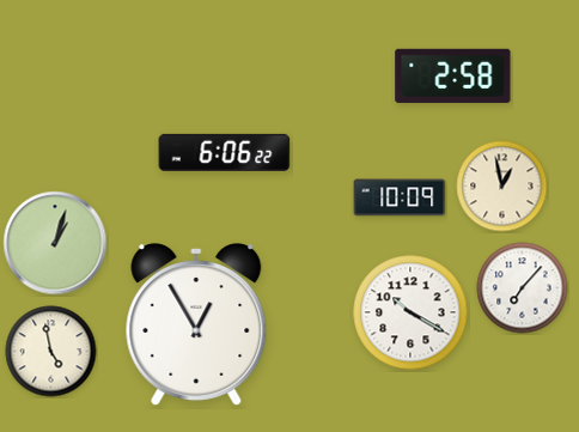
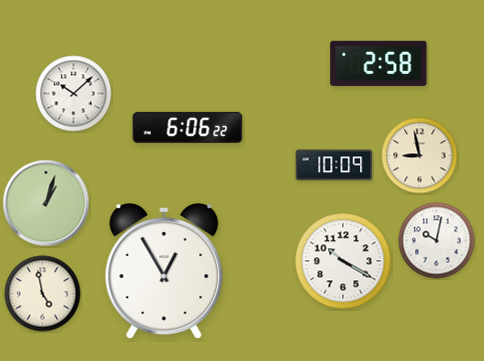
clock at (74, 94): none -> 10:08
clock at (502, 187): 12:58 -> 8:58
clock at (523, 288): 7:07 -> 10:02
